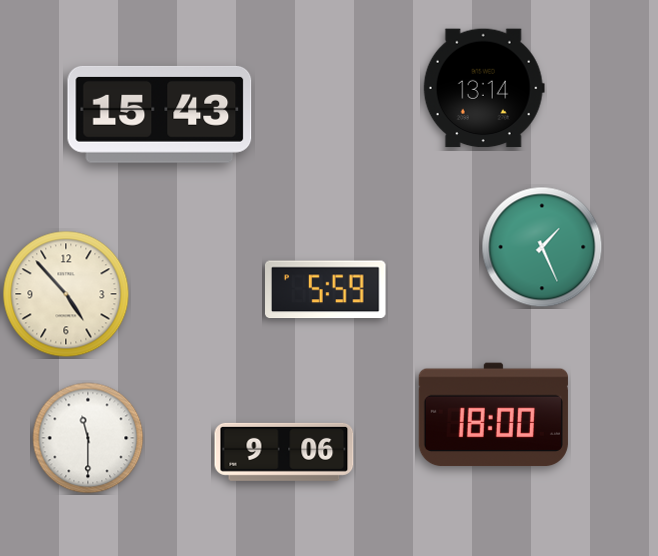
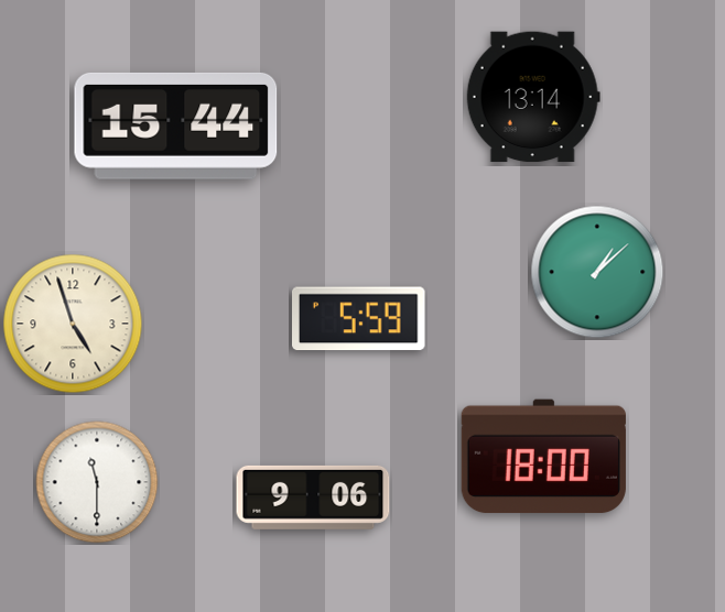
clock at (160, 114): 15:43 -> 15:44
clock at (542, 247): 1:26 -> 1:08
clock at (66, 294): 4:53 -> 4:57
